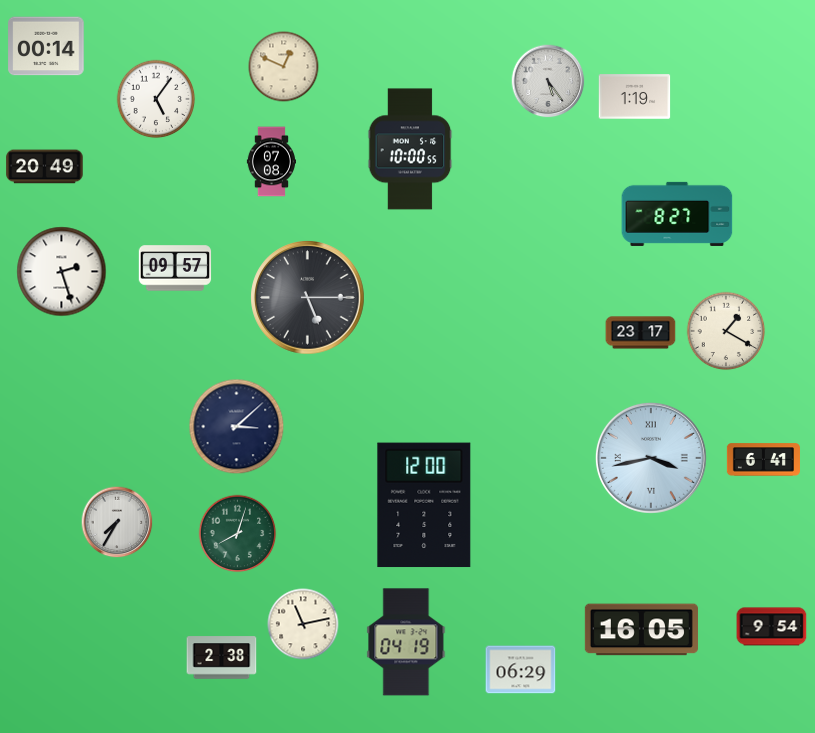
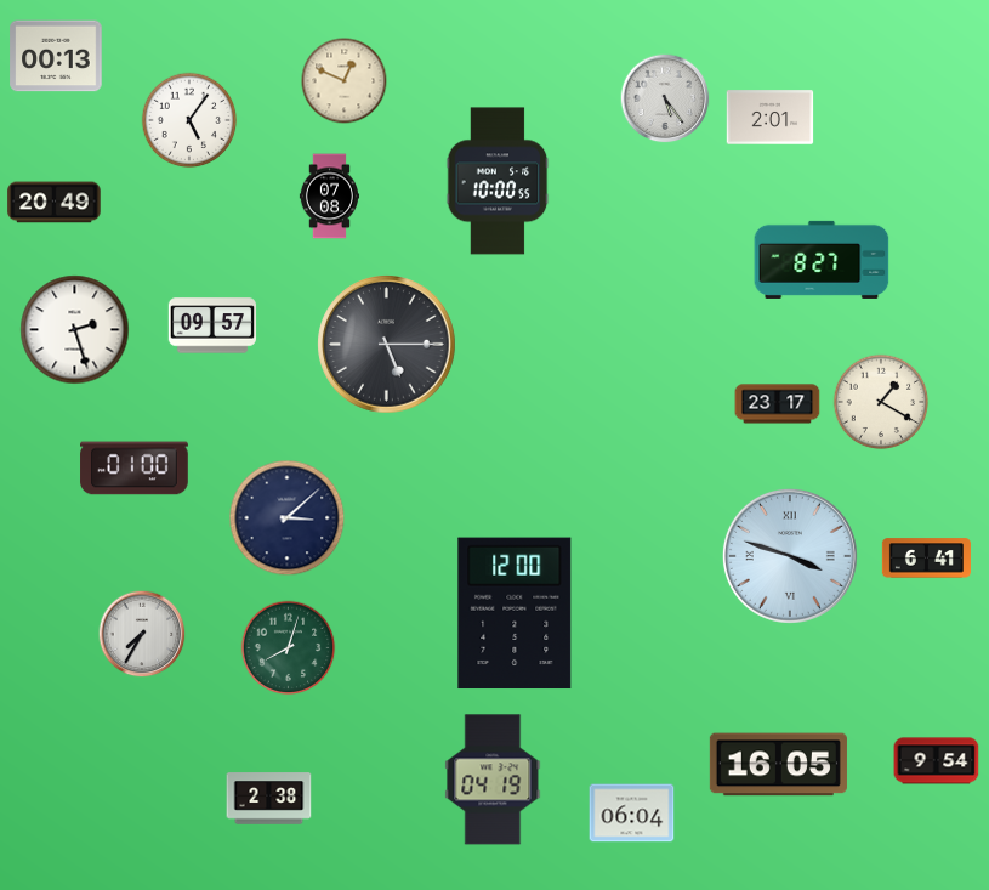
clock at (46, 46): 00:14 -> 00:13
clock at (635, 97): 1:19 -> 2:01
clock at (308, 298) position: (308, 298) -> (387, 345)
clock at (135, 469): none -> 01:00
clock at (651, 458): 3:43 -> 3:48
clock at (303, 624): 11:13 -> none
clock at (521, 670): 06:29 -> 06:04
